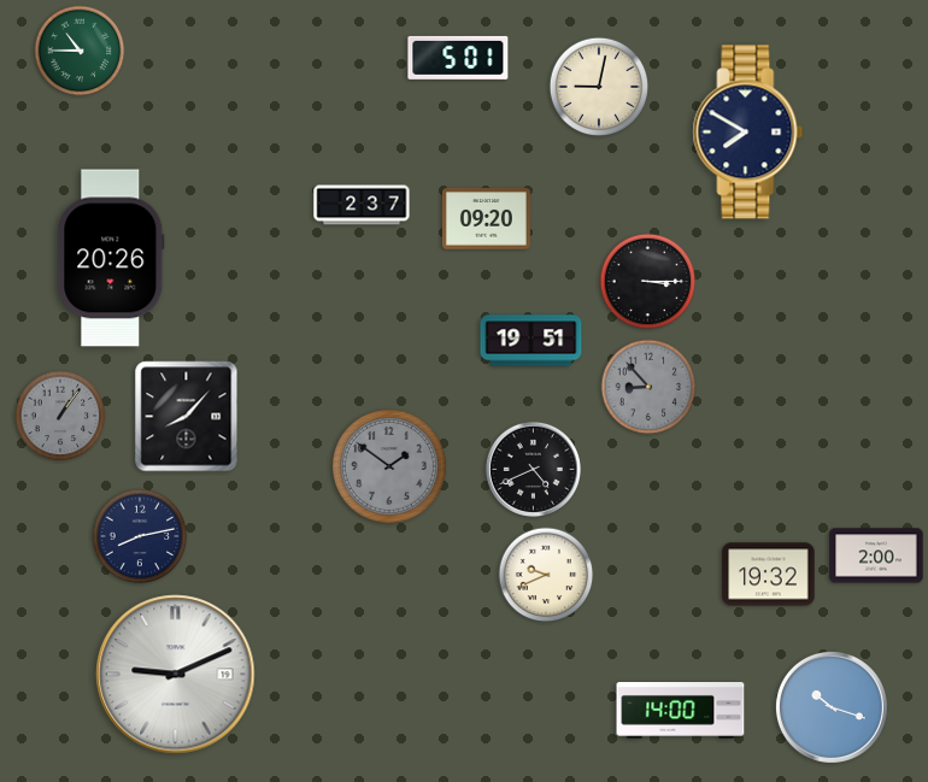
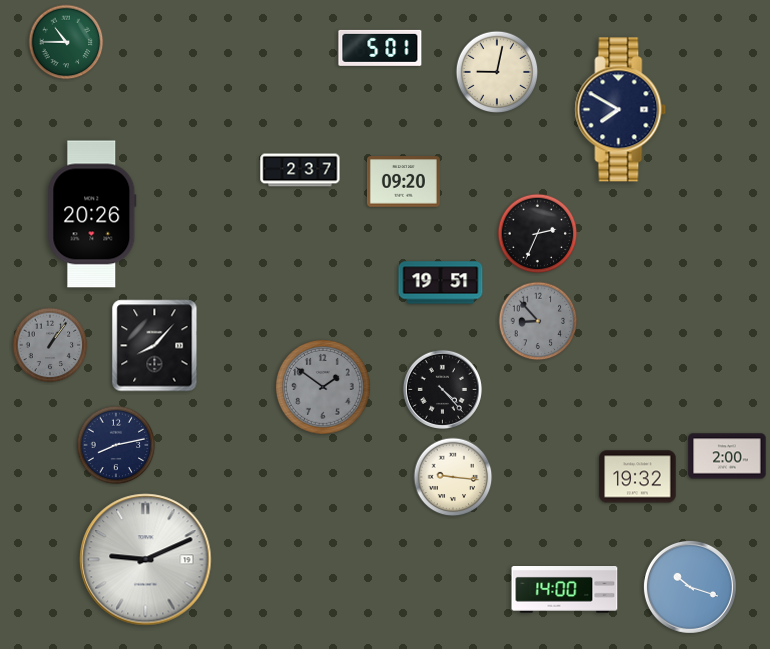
clock at (648, 282): 3:15 -> 2:34
clock at (533, 469): 4:41 -> 4:23
clock at (876, 555) position: (876, 555) -> (727, 456)
clock at (546, 575): 9:41 -> 9:16
